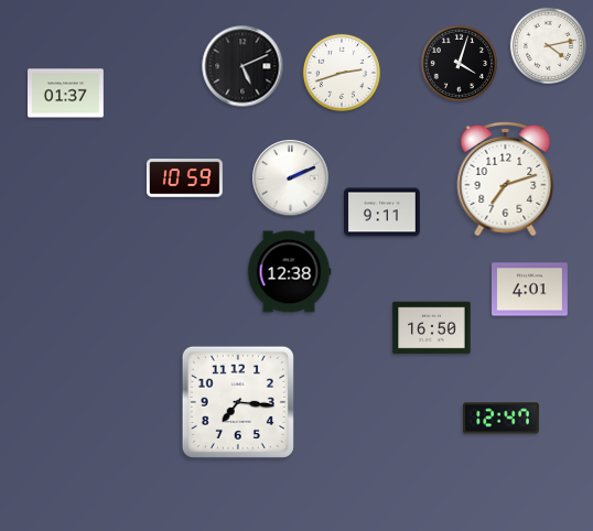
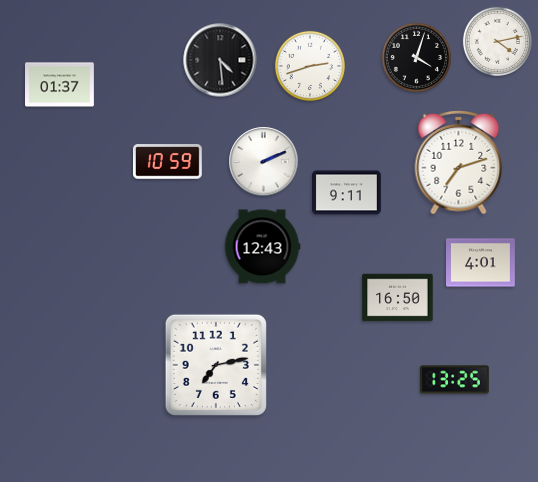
clock at (242, 66): 5:11 -> 4:29
clock at (289, 272): 12:38 -> 12:43
clock at (432, 328) position: (432, 328) -> (398, 298)
clock at (238, 402): 7:16 -> 7:13
clock at (502, 419): 12:47 -> 13:25
